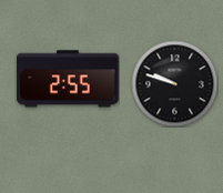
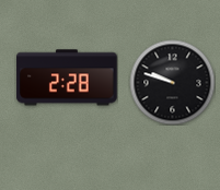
clock at (68, 79): 2:55 -> 2:28
